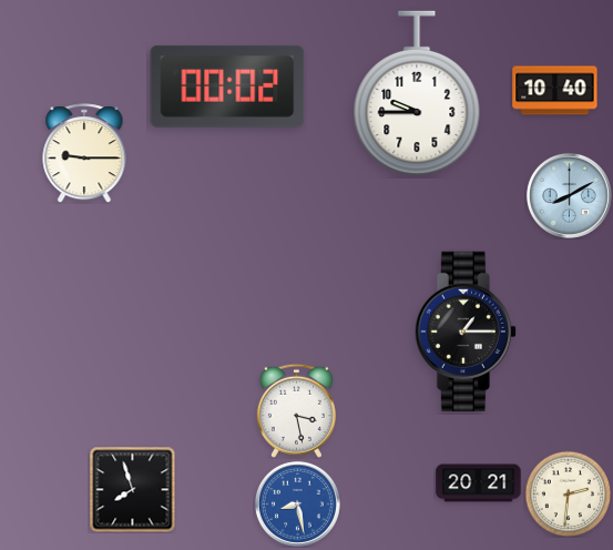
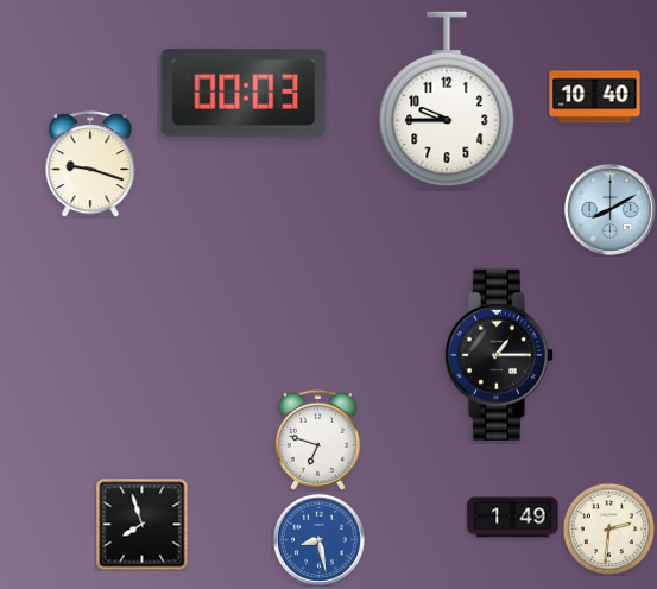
clock at (227, 86): 00:02 -> 00:03
clock at (84, 153): 9:15 -> 9:18
clock at (296, 410): 3:28 -> 6:48
clock at (479, 483): 20:21 -> 1:49
